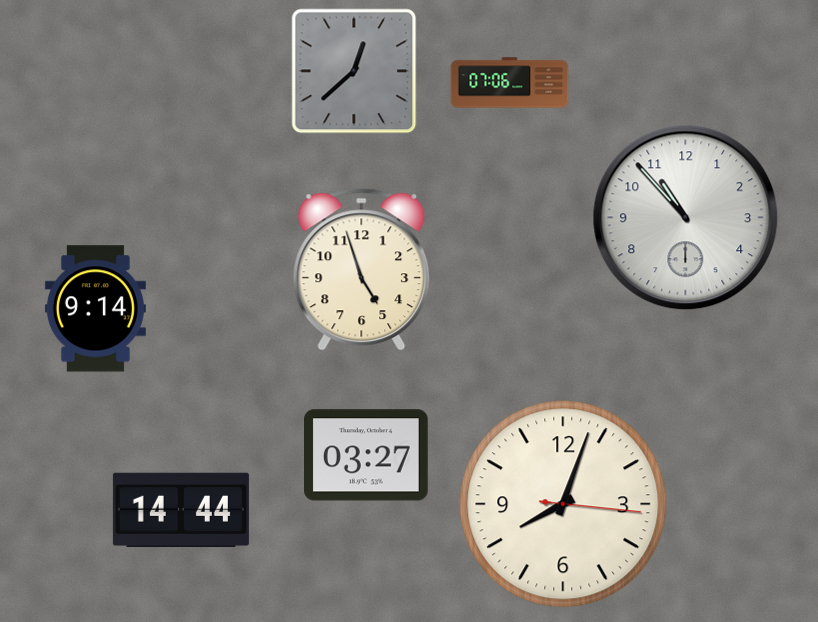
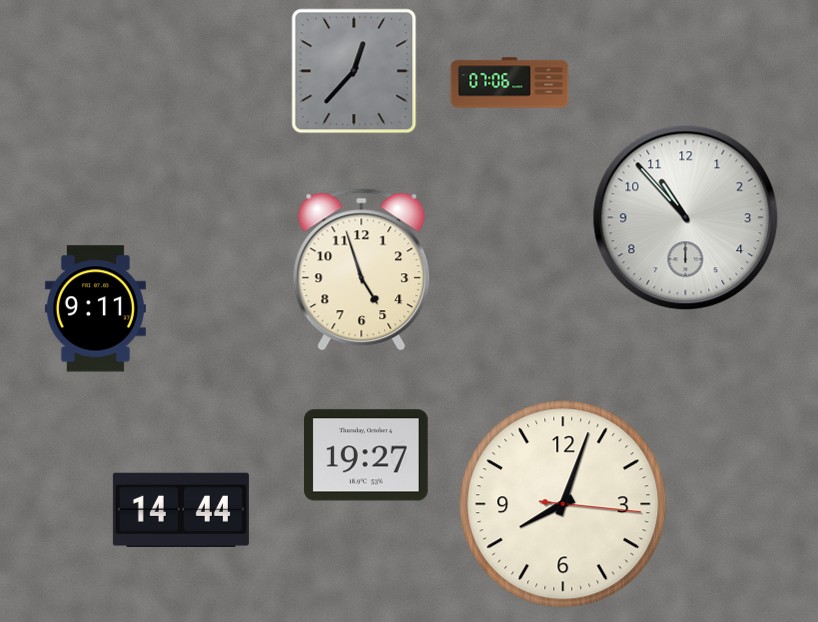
clock at (354, 71): 12:38 -> 12:37
clock at (95, 309): 9:14 -> 9:11
clock at (367, 455): 03:27 -> 19:27
